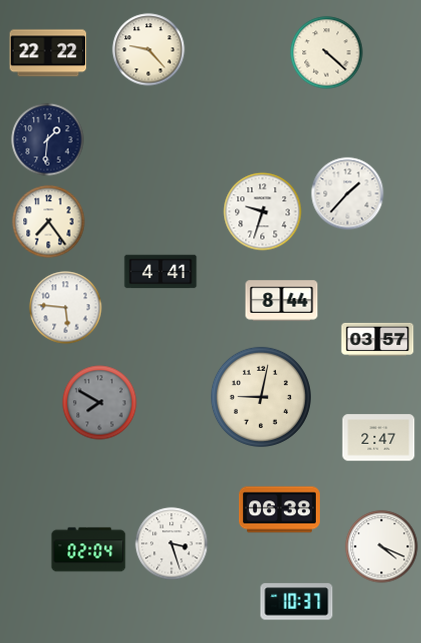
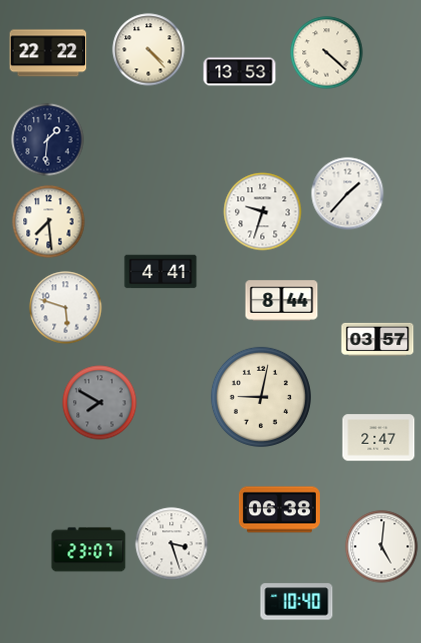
clock at (149, 50): 9:23 -> 4:23
clock at (240, 72): none -> 13:53
clock at (49, 222): 7:24 -> 7:29
clock at (66, 308): 5:46 -> 5:48
clock at (382, 547): 4:19 -> 5:01
clock at (89, 550): 02:04 -> 23:07
clock at (297, 602): 10:37 -> 10:40
